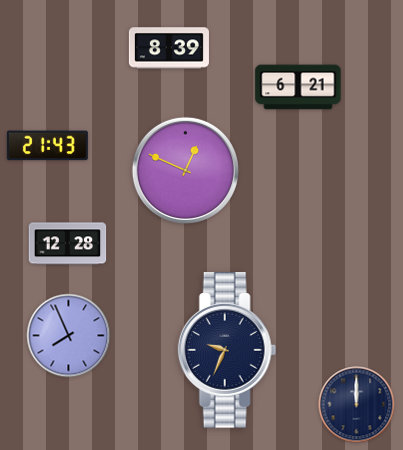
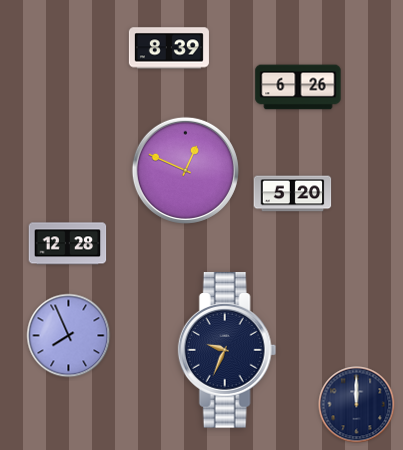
clock at (298, 87): 6:21 -> 6:26
clock at (47, 146): 21:43 -> none
clock at (293, 194): none -> 5:20
